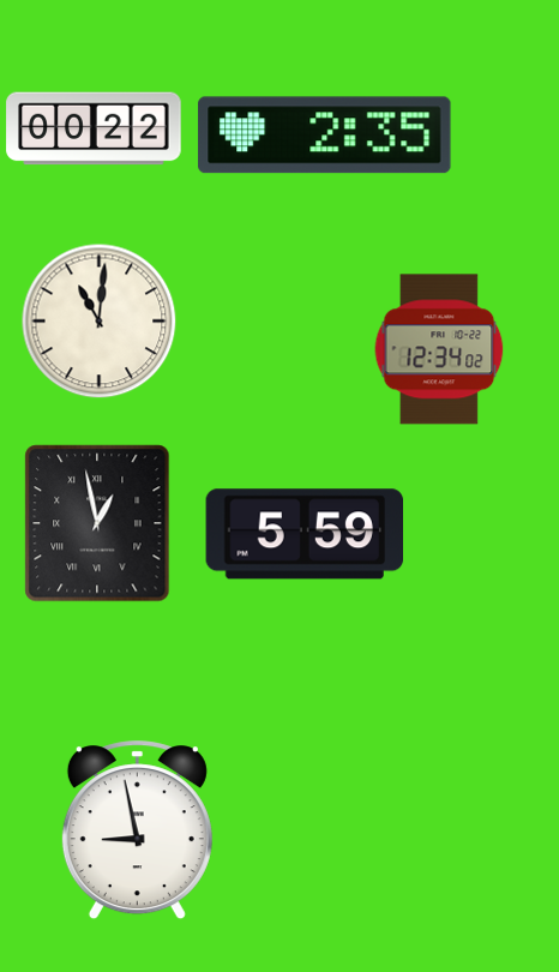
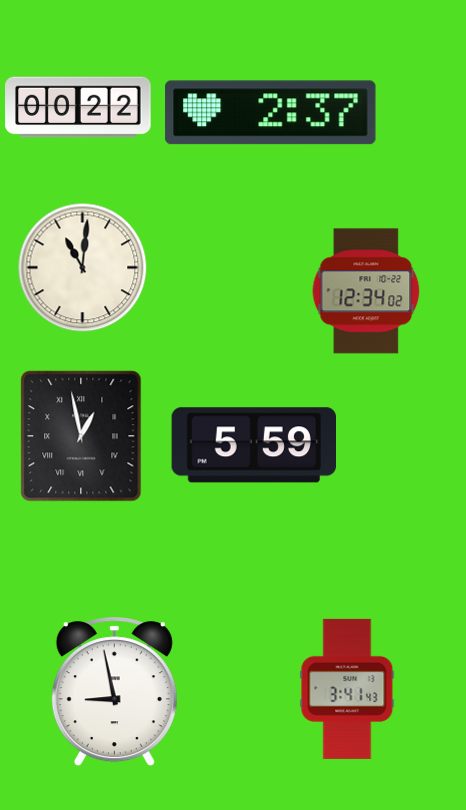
clock at (325, 136): 2:35 -> 2:37
clock at (347, 689): none -> 3:41
